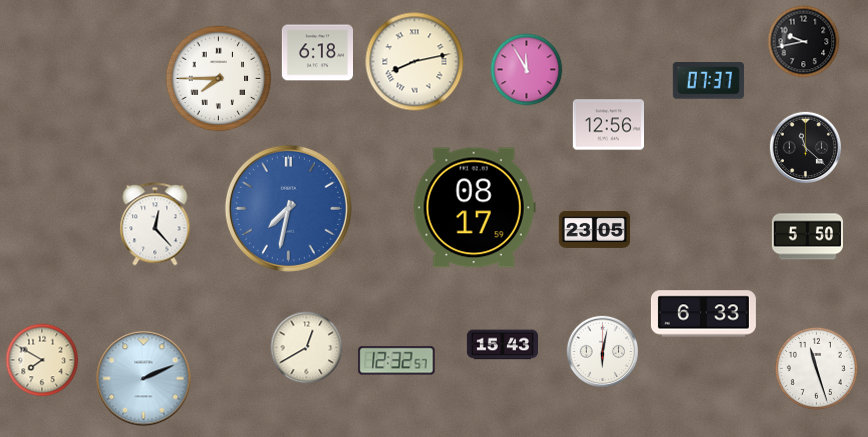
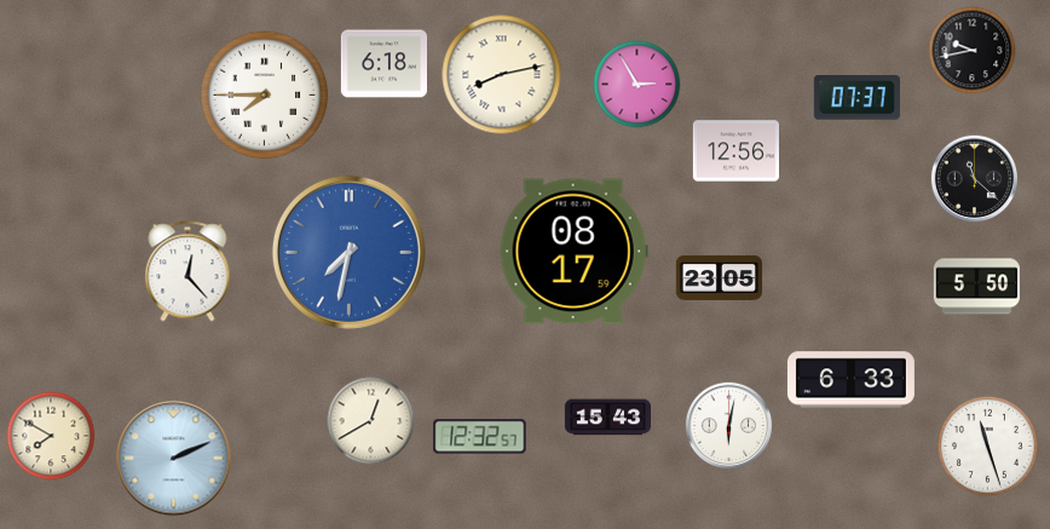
clock at (527, 70): 11:55 -> 2:55
